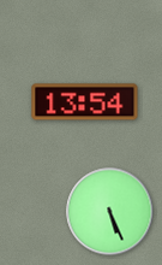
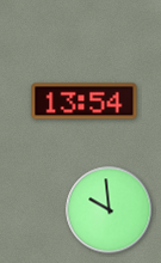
clock at (110, 212): 5:26 -> 9:59
